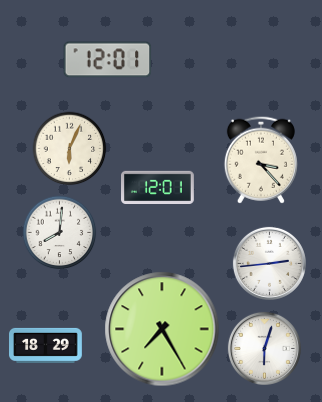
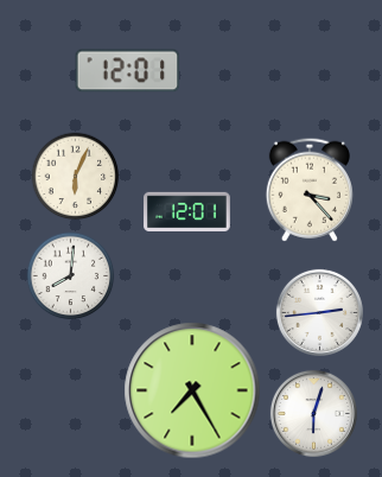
clock at (70, 149) position: (70, 149) -> (76, 177)
clock at (158, 187) position: (158, 187) -> (187, 211)
clock at (46, 345): 18:29 -> none
